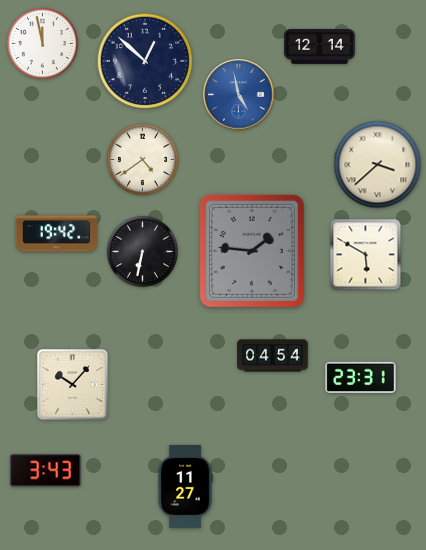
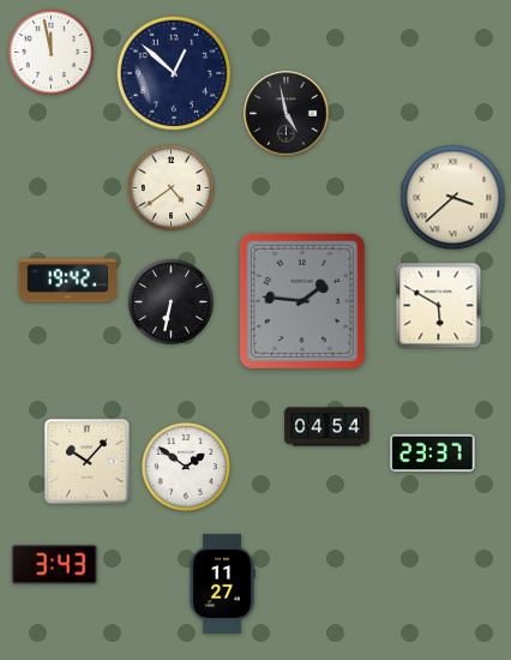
clock at (320, 46): 12:14 -> none
clock at (239, 95) dial: blue -> black
clock at (142, 159) position: (142, 159) -> (170, 187)
clock at (361, 378): 23:31 -> 23:37
clock at (187, 468): none -> 1:51
